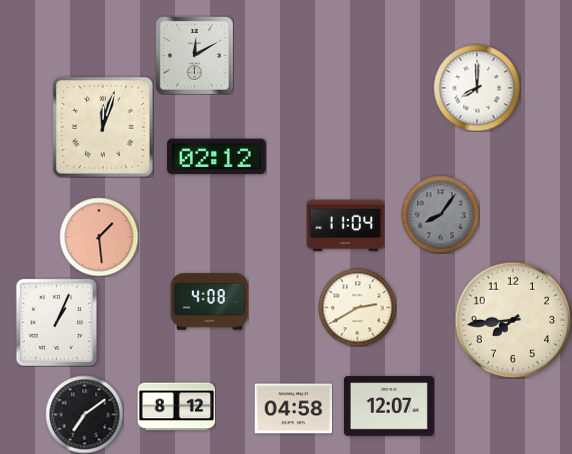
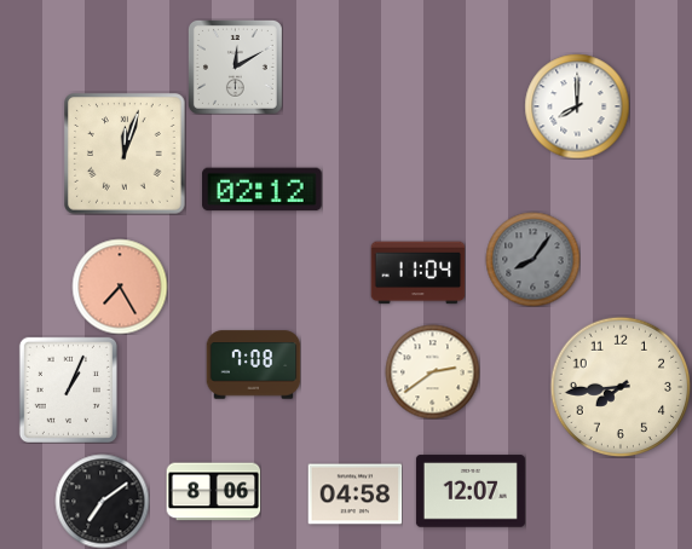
clock at (99, 237): 1:29 -> 7:25
clock at (209, 302): 4:08 -> 7:08
clock at (357, 307): 2:40 -> 2:39
clock at (176, 407): 8:12 -> 8:06
